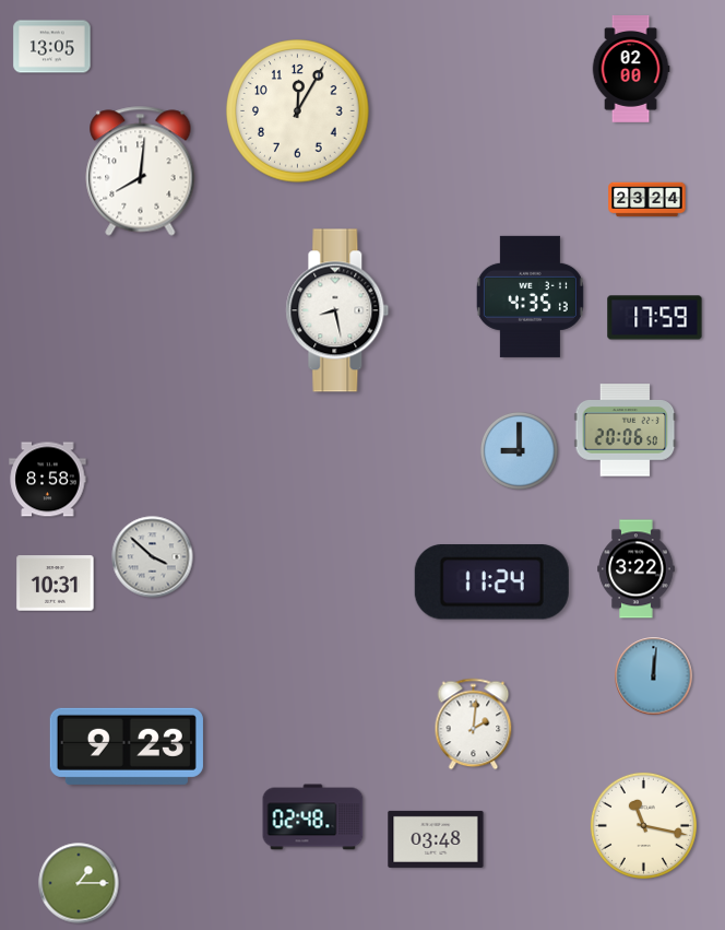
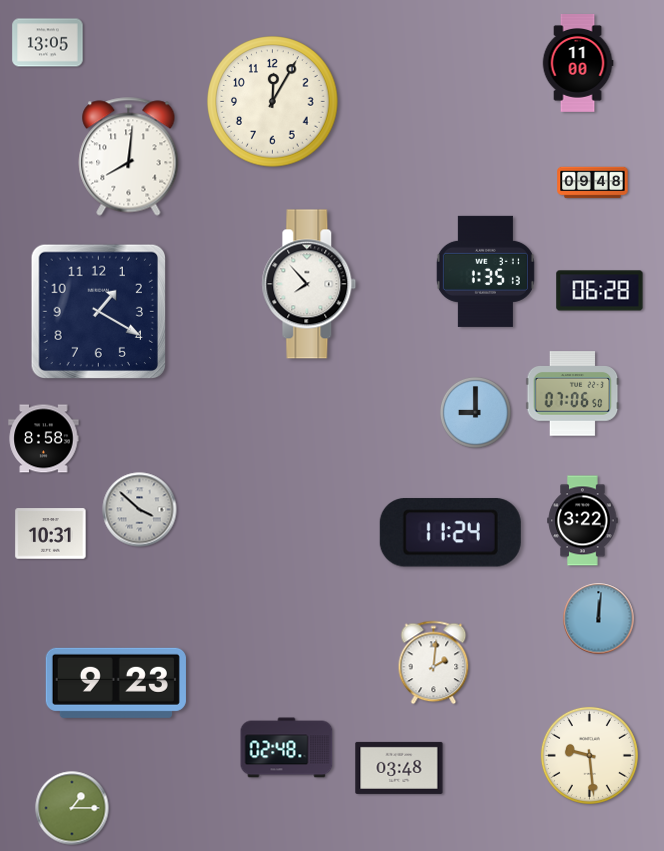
clock at (631, 70): 02:00 -> 11:00
clock at (647, 200): 23:24 -> 09:48
clock at (530, 296): 4:35 -> 1:35
clock at (337, 310): 8:28 -> 7:53
clock at (655, 318): 17:59 -> 06:28
clock at (98, 311): none -> 1:20
clock at (626, 431): 20:06 -> 07:06
clock at (643, 825): 11:17 -> 9:29
